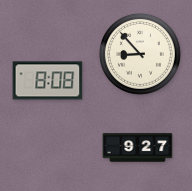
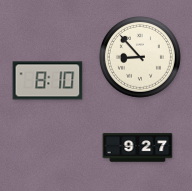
clock at (140, 54) position: (140, 54) -> (140, 57)
clock at (48, 81): 8:08 -> 8:10
